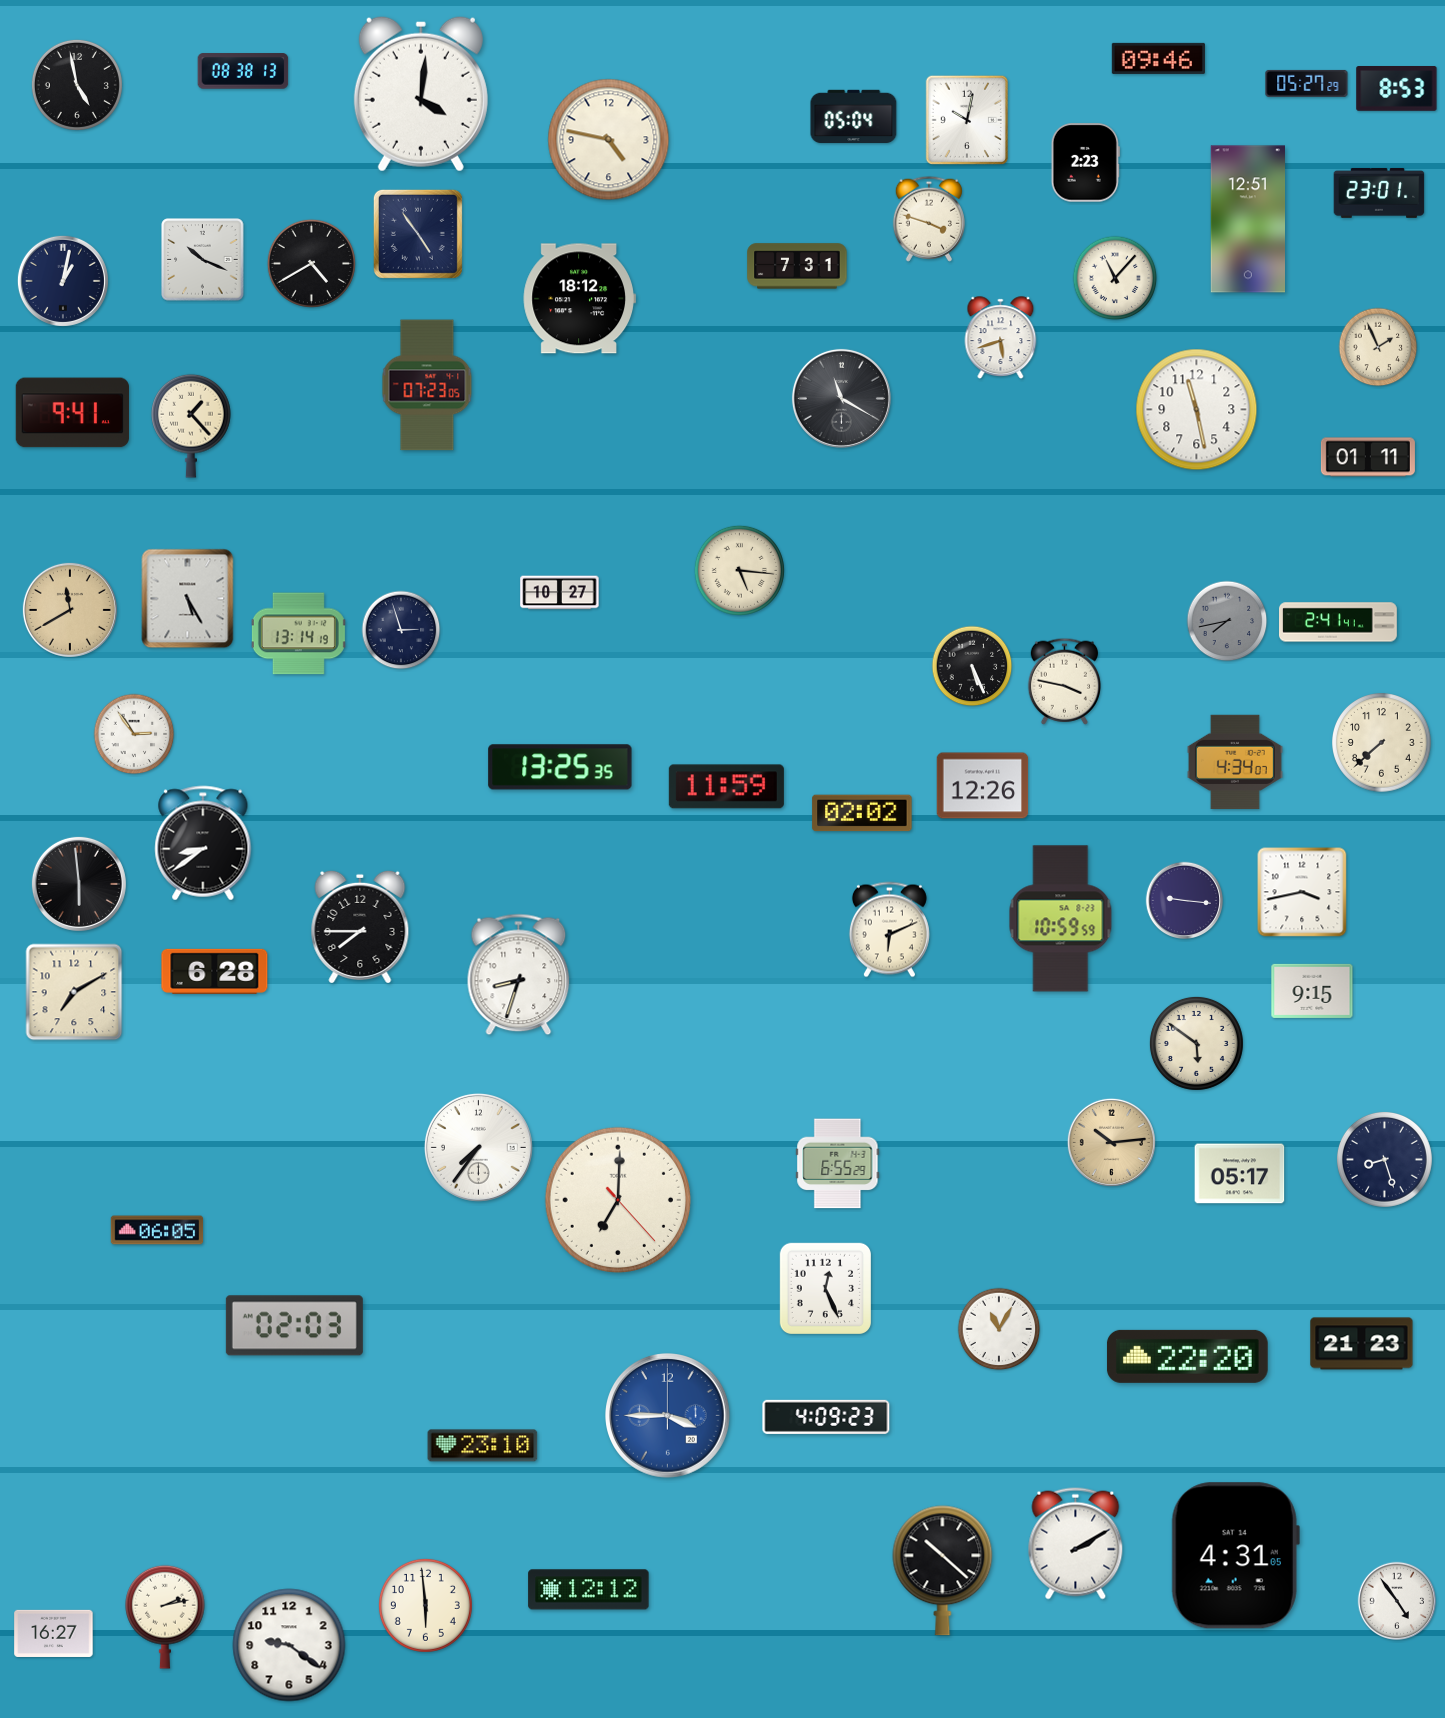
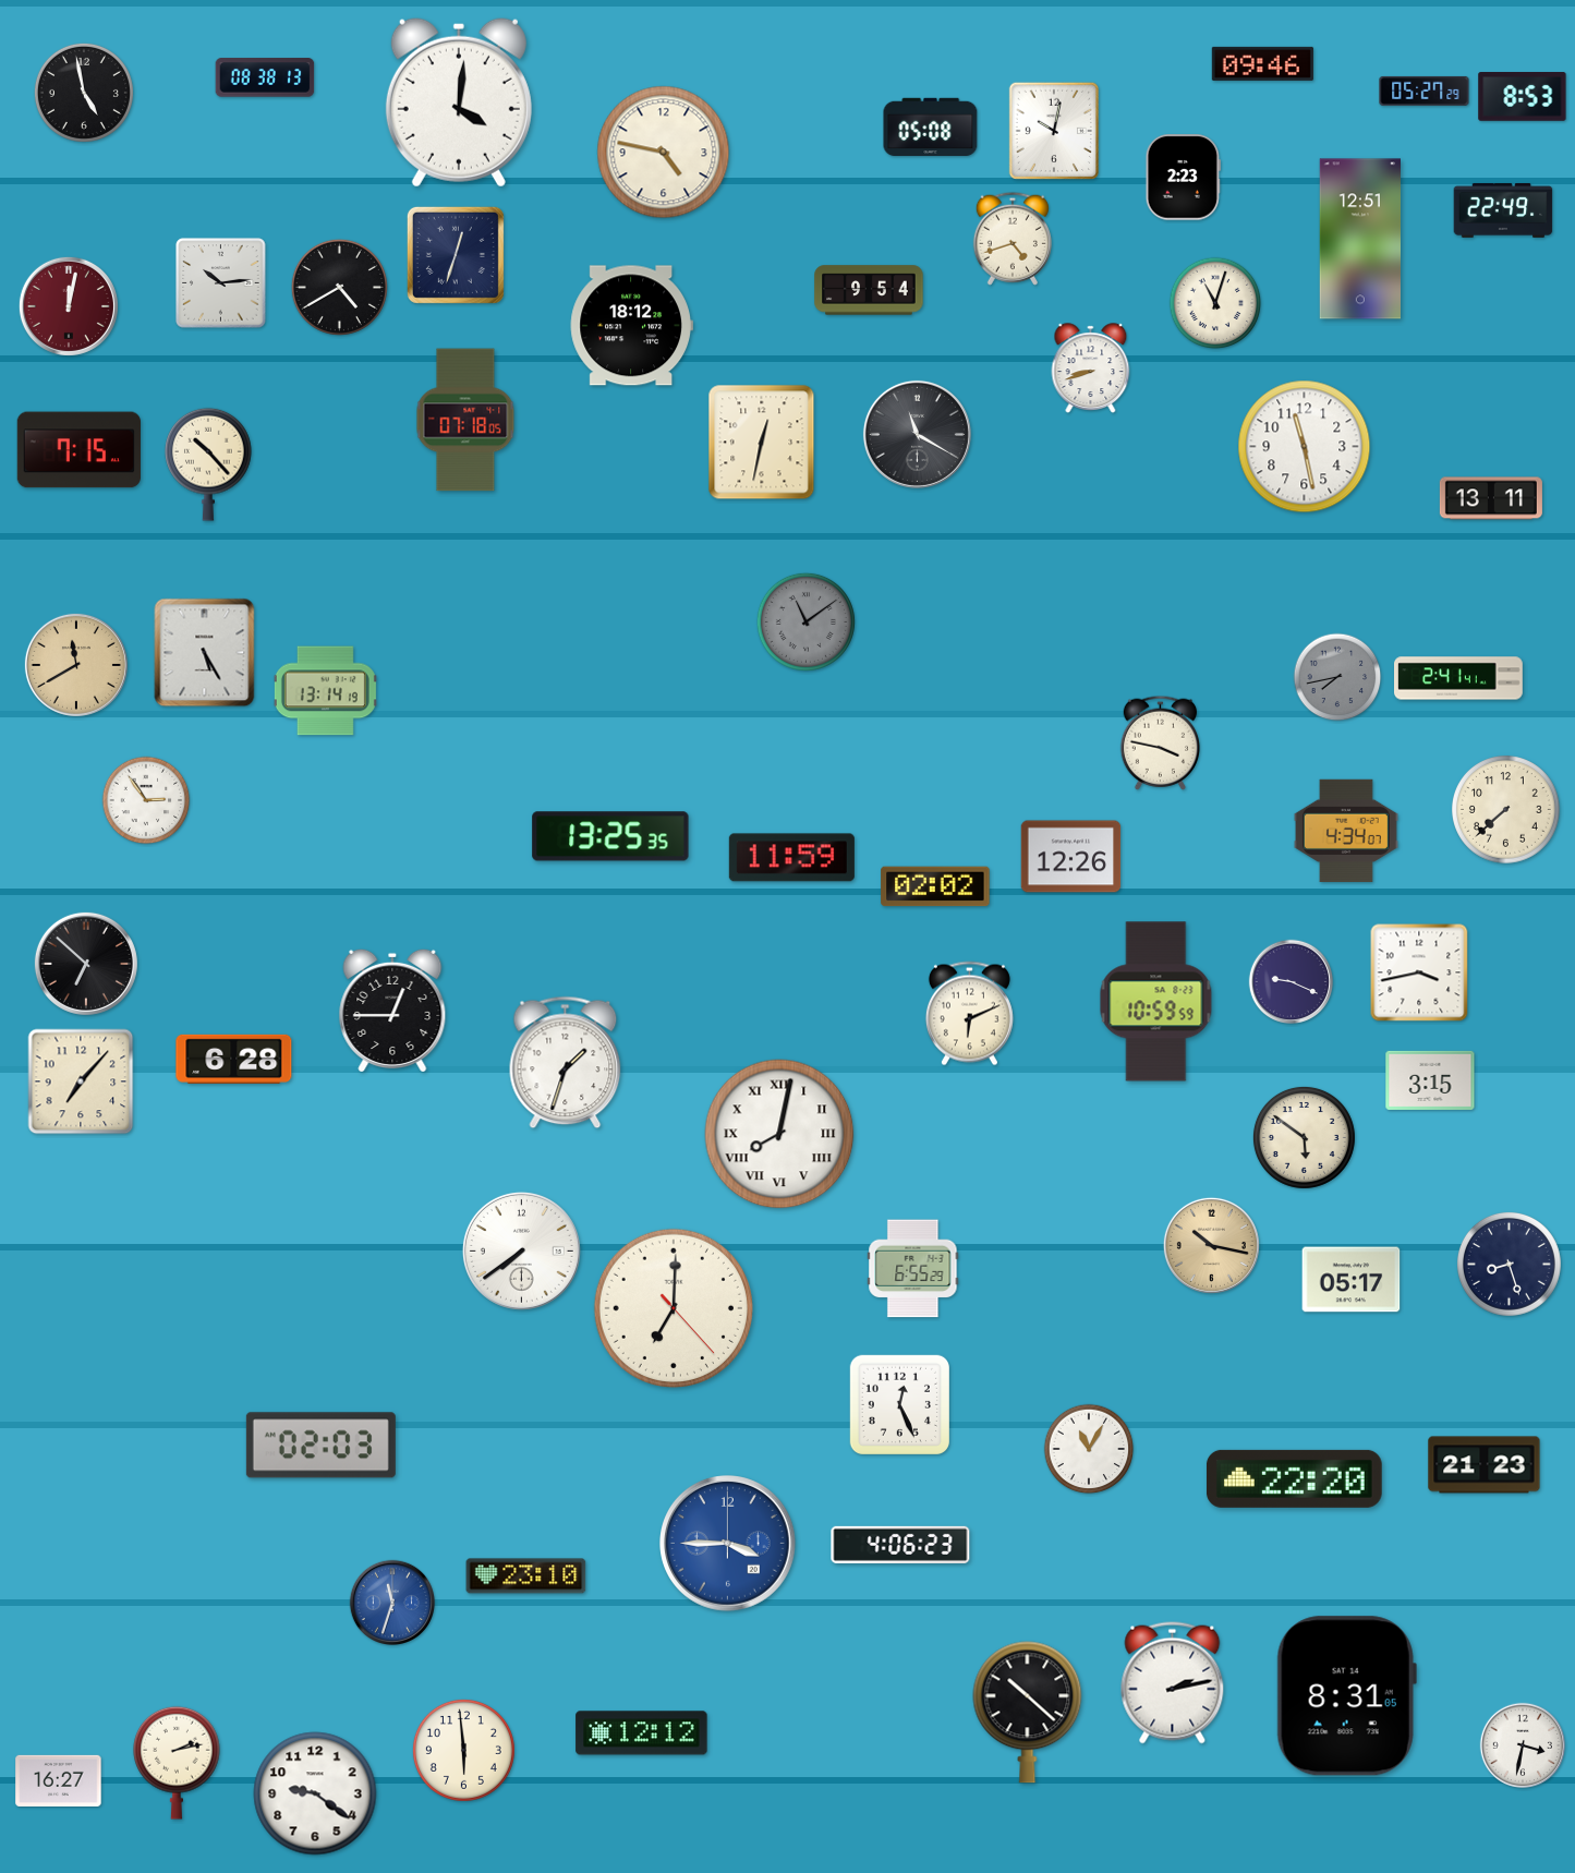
clock at (854, 117): 05:04 -> 05:08
clock at (1379, 193): 23:01 -> 22:49
clock at (929, 219): 3:48 -> 4:42
clock at (418, 234): 4:54 -> 12:33
clock at (203, 260): 10:19 -> 10:14
clock at (797, 266): 7:31 -> 9:54
clock at (1115, 278): 11:07 -> 11:03
clock at (63, 281): 1:02 -> 12:02
clock at (63, 281) dial: navy -> burgundy
clock at (1001, 338): 5:42 -> 8:42
clock at (1378, 347): 1:56 -> none
clock at (427, 385): 07:23 -> 07:18
clock at (762, 443): none -> 12:32
clock at (72, 413): 9:41 -> 7:15
clock at (191, 426): 1:23 -> 10:23
clock at (1368, 457): 01:11 -> 13:11
clock at (739, 570): 5:16 -> 11:09
clock at (739, 570) dial: cream -> grey
clock at (560, 593): 10:27 -> none
clock at (401, 630): 2:57 -> none
clock at (972, 666): 5:26 -> none
clock at (862, 813) position: (862, 813) -> (935, 886)
clock at (203, 843): 8:39 -> none
clock at (79, 884): 5:59 -> 6:52
clock at (1185, 901): 9:16 -> 9:19
clock at (360, 927): 7:45 -> 12:45
clock at (519, 975): 8:33 -> 1:33
clock at (1312, 991): 9:15 -> 3:15
clock at (74, 992): 7:10 -> 7:07
clock at (779, 1134): none -> 8:02
clock at (1111, 1142): 10:14 -> 10:17
clock at (478, 1147): 7:36 -> 7:39
clock at (157, 1230): 06:05 -> none
clock at (826, 1417): 4:09 -> 4:06
clock at (391, 1602): none -> 11:33
clock at (1076, 1544): 2:10 -> 2:13
clock at (1235, 1556): 4:31 -> 8:31
clock at (1396, 1600): 4:54 -> 3:32
clock at (165, 1617) position: (165, 1617) -> (177, 1763)
